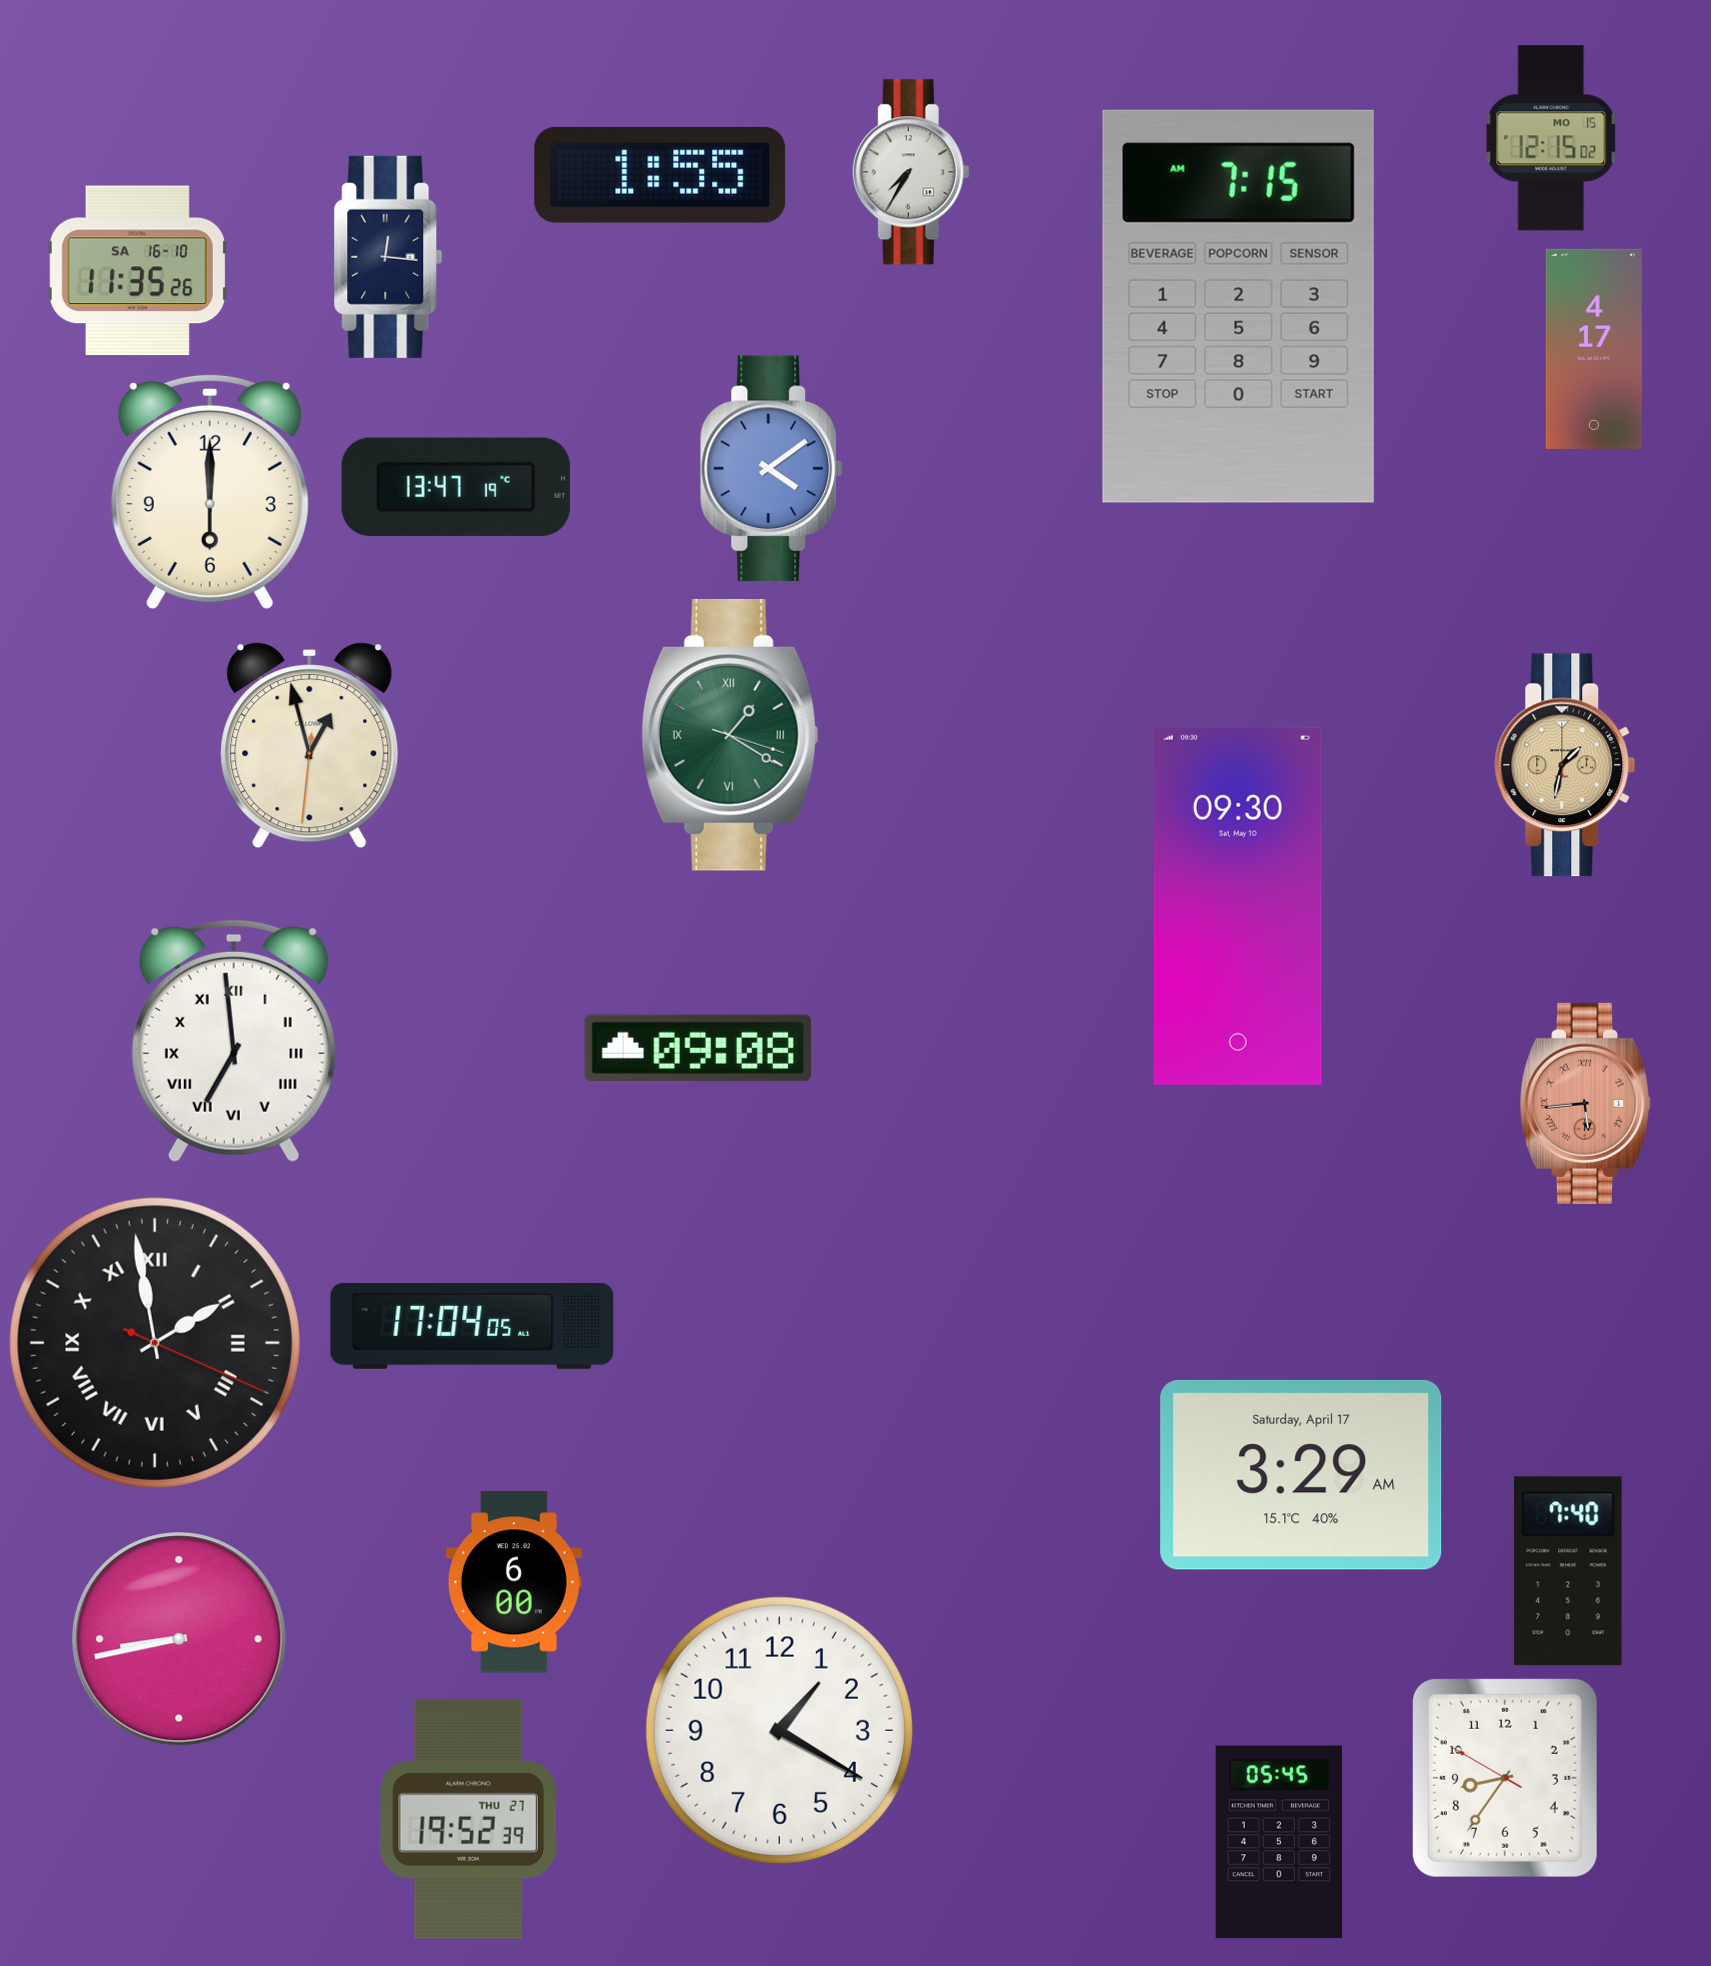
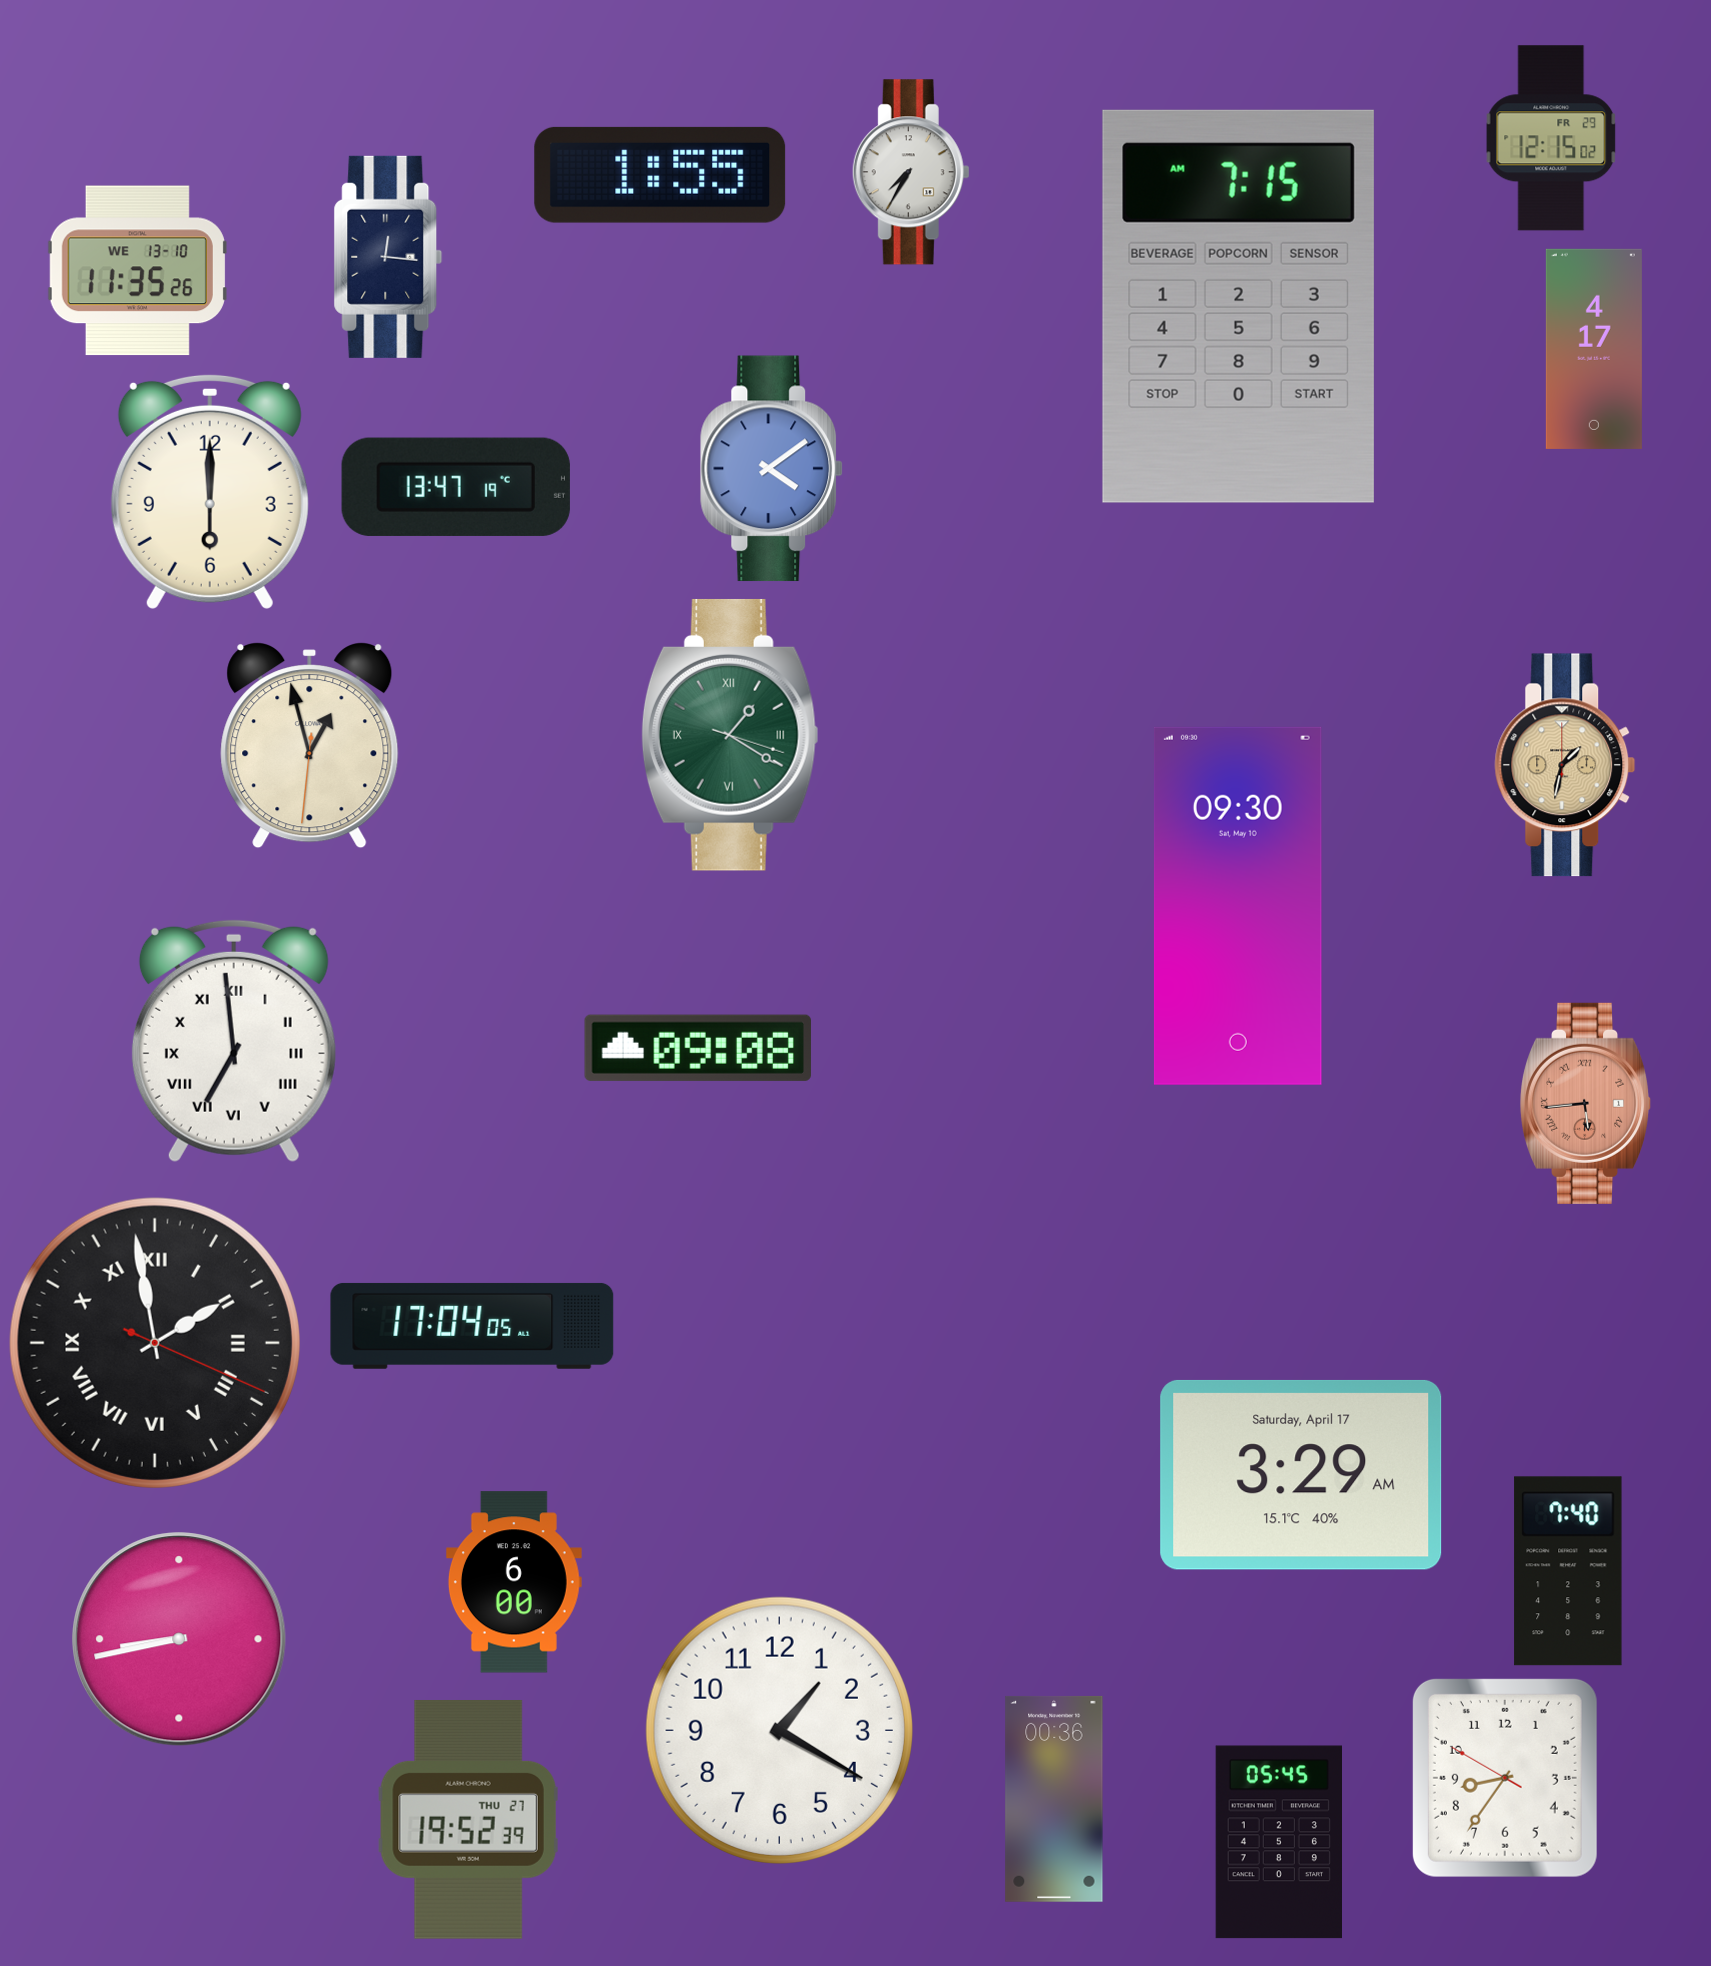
clock at (1551, 138) date: MO 15 -> FR 29
clock at (137, 271) date: SA 16-10 -> WE 13-10
clock at (1054, 1799): none -> 00:36
